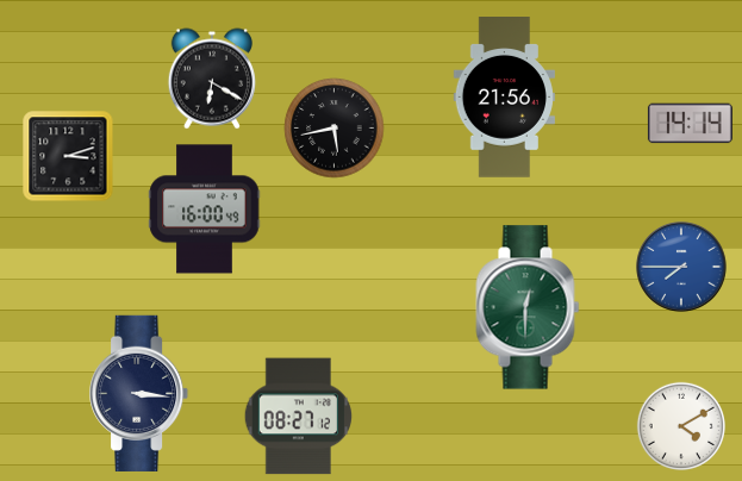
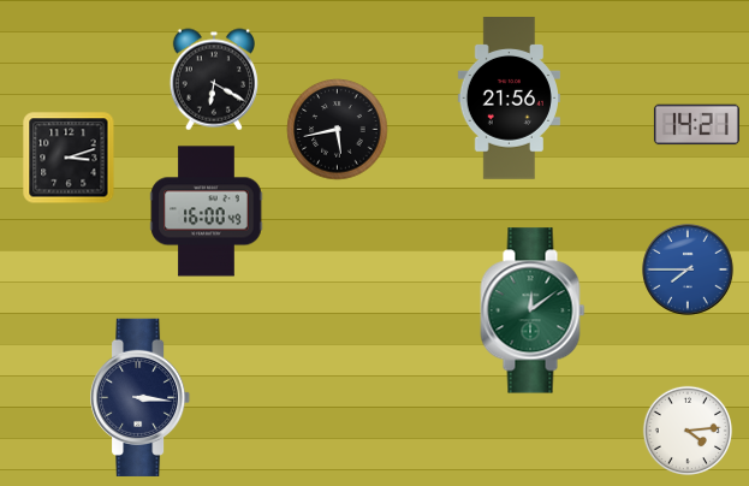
clock at (690, 124): 14:14 -> 14:21
clock at (528, 307): 12:30 -> 12:09
clock at (298, 417): 08:27 -> none
clock at (680, 425): 4:10 -> 4:14
